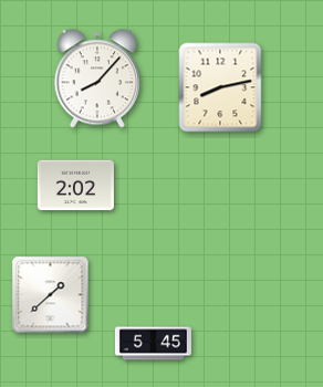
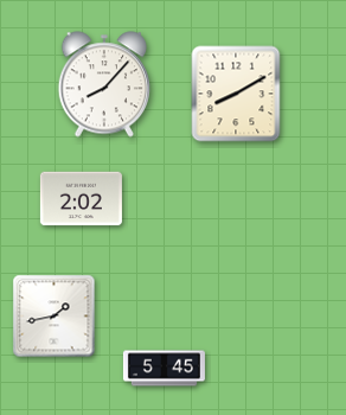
clock at (220, 87): 8:13 -> 8:10
clock at (51, 295): 1:38 -> 1:43
